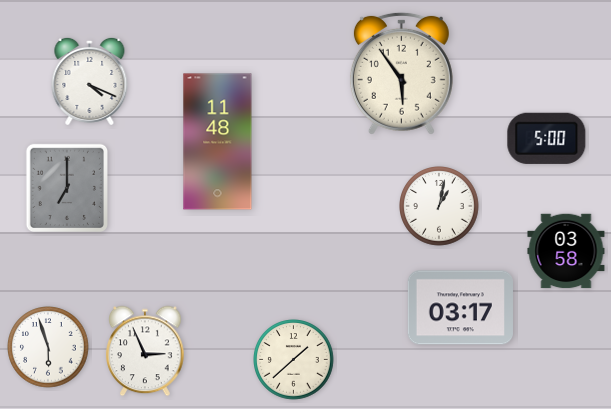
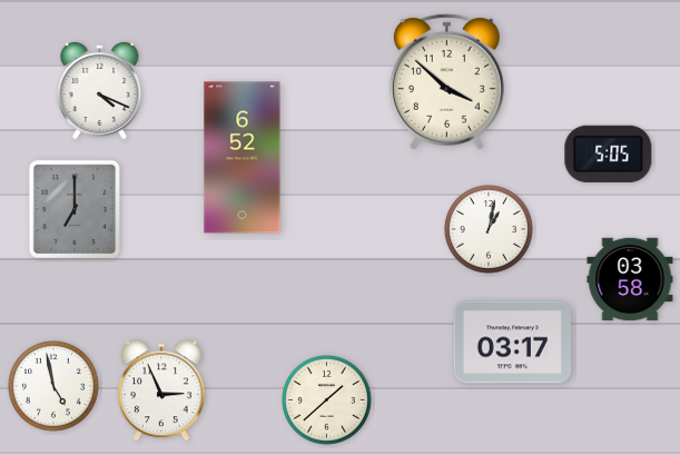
clock at (401, 73): 5:54 -> 3:52
clock at (547, 138): 5:00 -> 5:05
clock at (218, 142): 11:48 -> 6:52
clock at (48, 347): 5:57 -> 4:58
